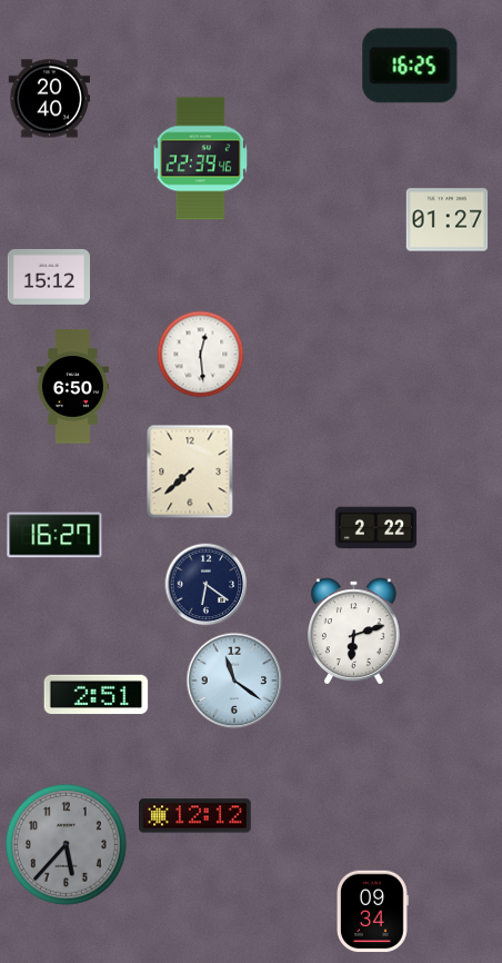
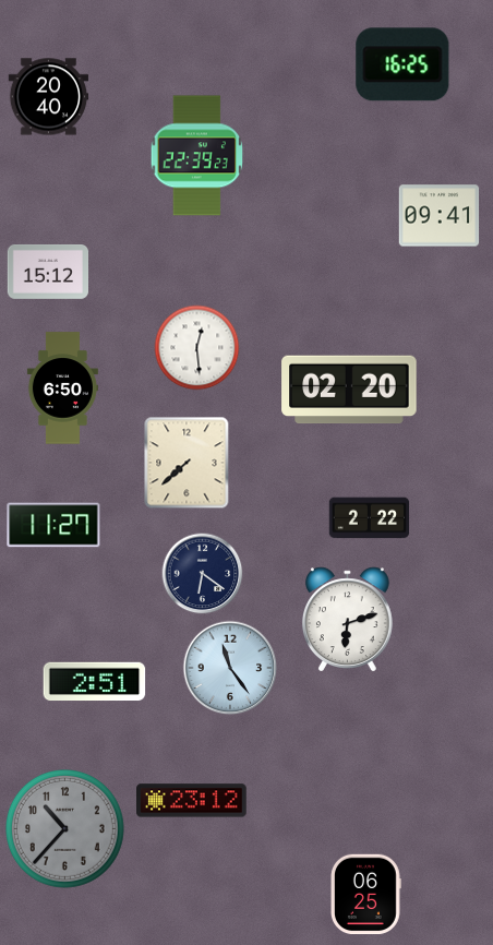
clock at (201, 159): 22:39:46 -> 22:39:23
clock at (448, 220): 01:27 -> 09:41
clock at (72, 387) position: (72, 387) -> (62, 388)
clock at (349, 390): none -> 02:20
clock at (54, 535): 16:27 -> 11:27
clock at (234, 681): 11:21 -> 11:24
clock at (195, 816): 12:12 -> 23:12
clock at (67, 845): 5:37 -> 10:37
clock at (372, 912): 09:34 -> 06:25
